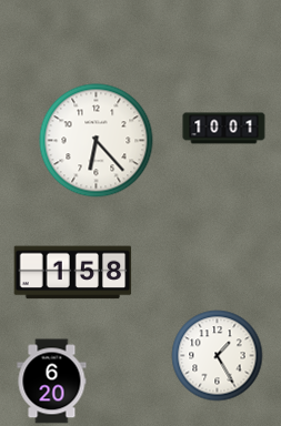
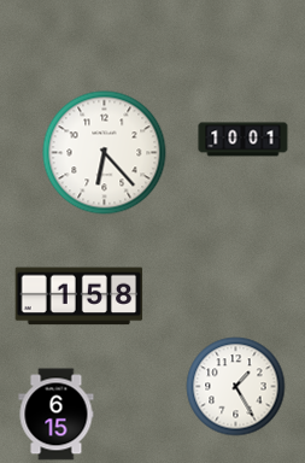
clock at (52, 382): 6:20 -> 6:15
